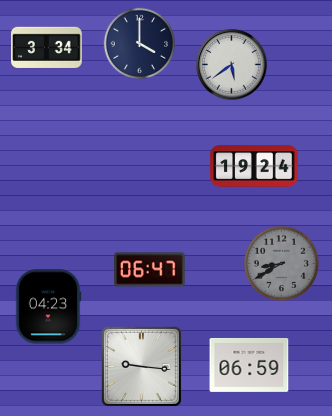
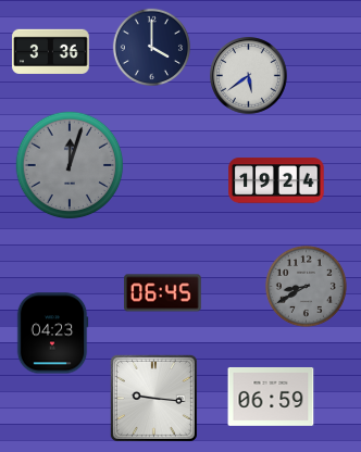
clock at (47, 48): 3:34 -> 3:36
clock at (232, 65) position: (232, 65) -> (249, 76)
clock at (70, 165): none -> 12:03
clock at (150, 270): 06:47 -> 06:45
